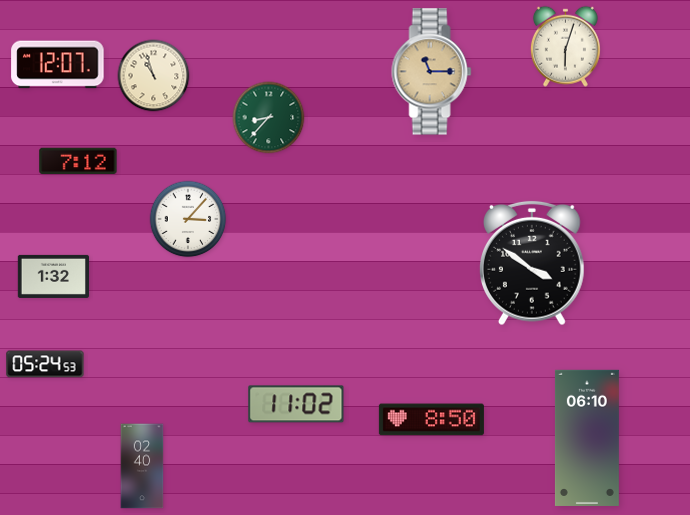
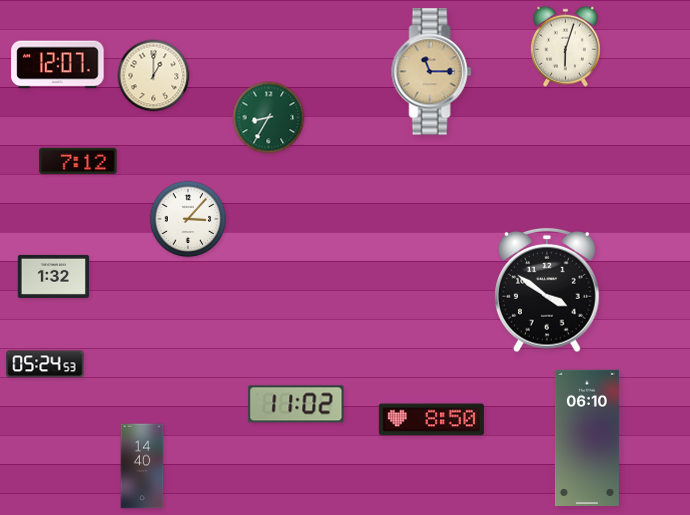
clock at (154, 76): 10:57 -> 1:00
clock at (269, 118): 8:37 -> 8:35
clock at (533, 263) position: (533, 263) -> (548, 290)
clock at (142, 466): 02:40 -> 14:40
